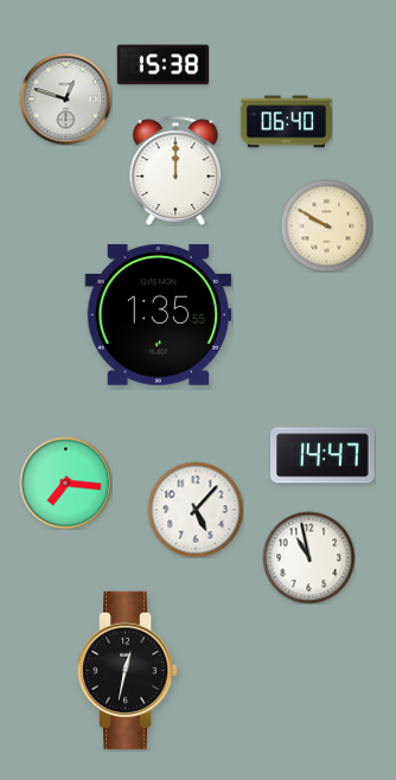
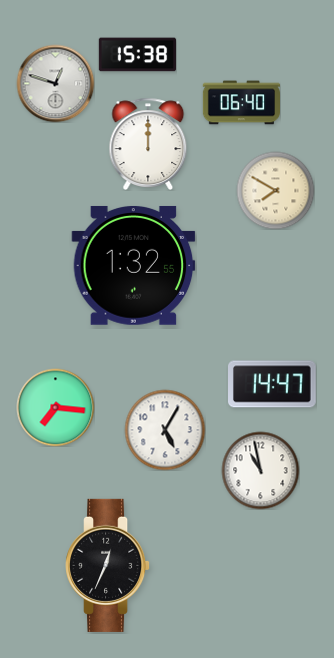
clock at (326, 225): 9:50 -> 7:50
clock at (159, 314): 1:35 -> 1:32
clock at (196, 510): 5:07 -> 5:05
clock at (128, 670): 12:32 -> 12:34
